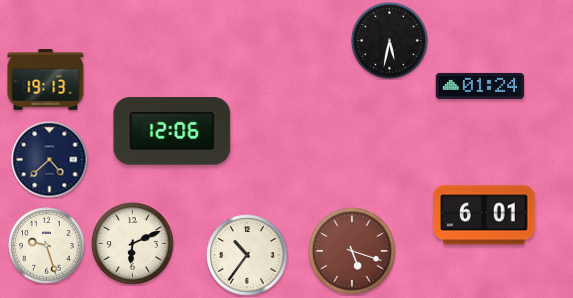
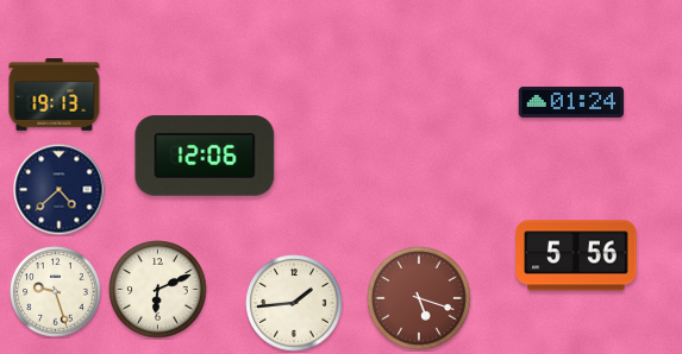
clock at (390, 41): 5:32 -> none
clock at (484, 215): 6:01 -> 5:56
clock at (247, 255): 10:36 -> 1:44
